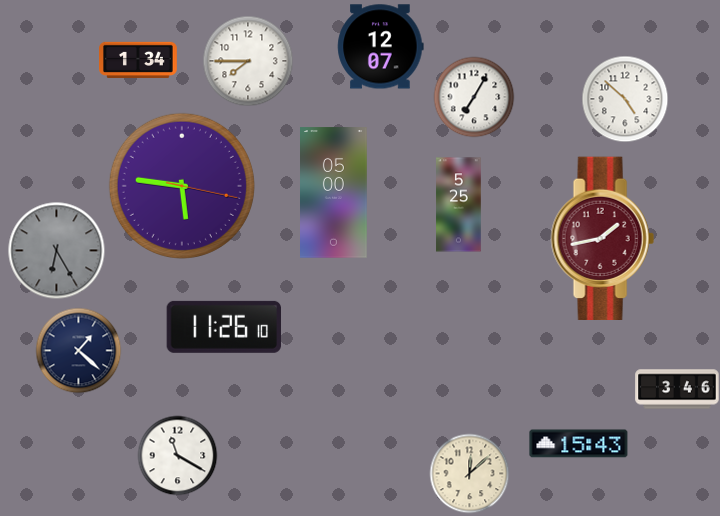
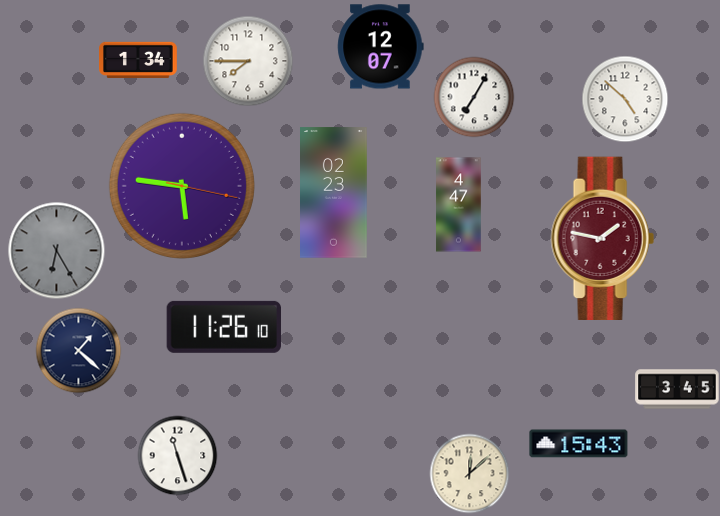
clock at (334, 193): 05:00 -> 02:23
clock at (459, 205): 5:25 -> 4:47
clock at (602, 239): 1:43 -> 1:47
clock at (677, 389): 3:46 -> 3:45
clock at (177, 455): 11:20 -> 11:27
